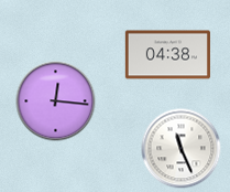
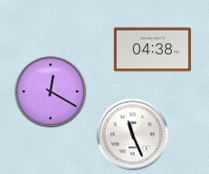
clock at (56, 102): 12:16 -> 12:20
clock at (182, 149) position: (182, 149) -> (133, 135)
